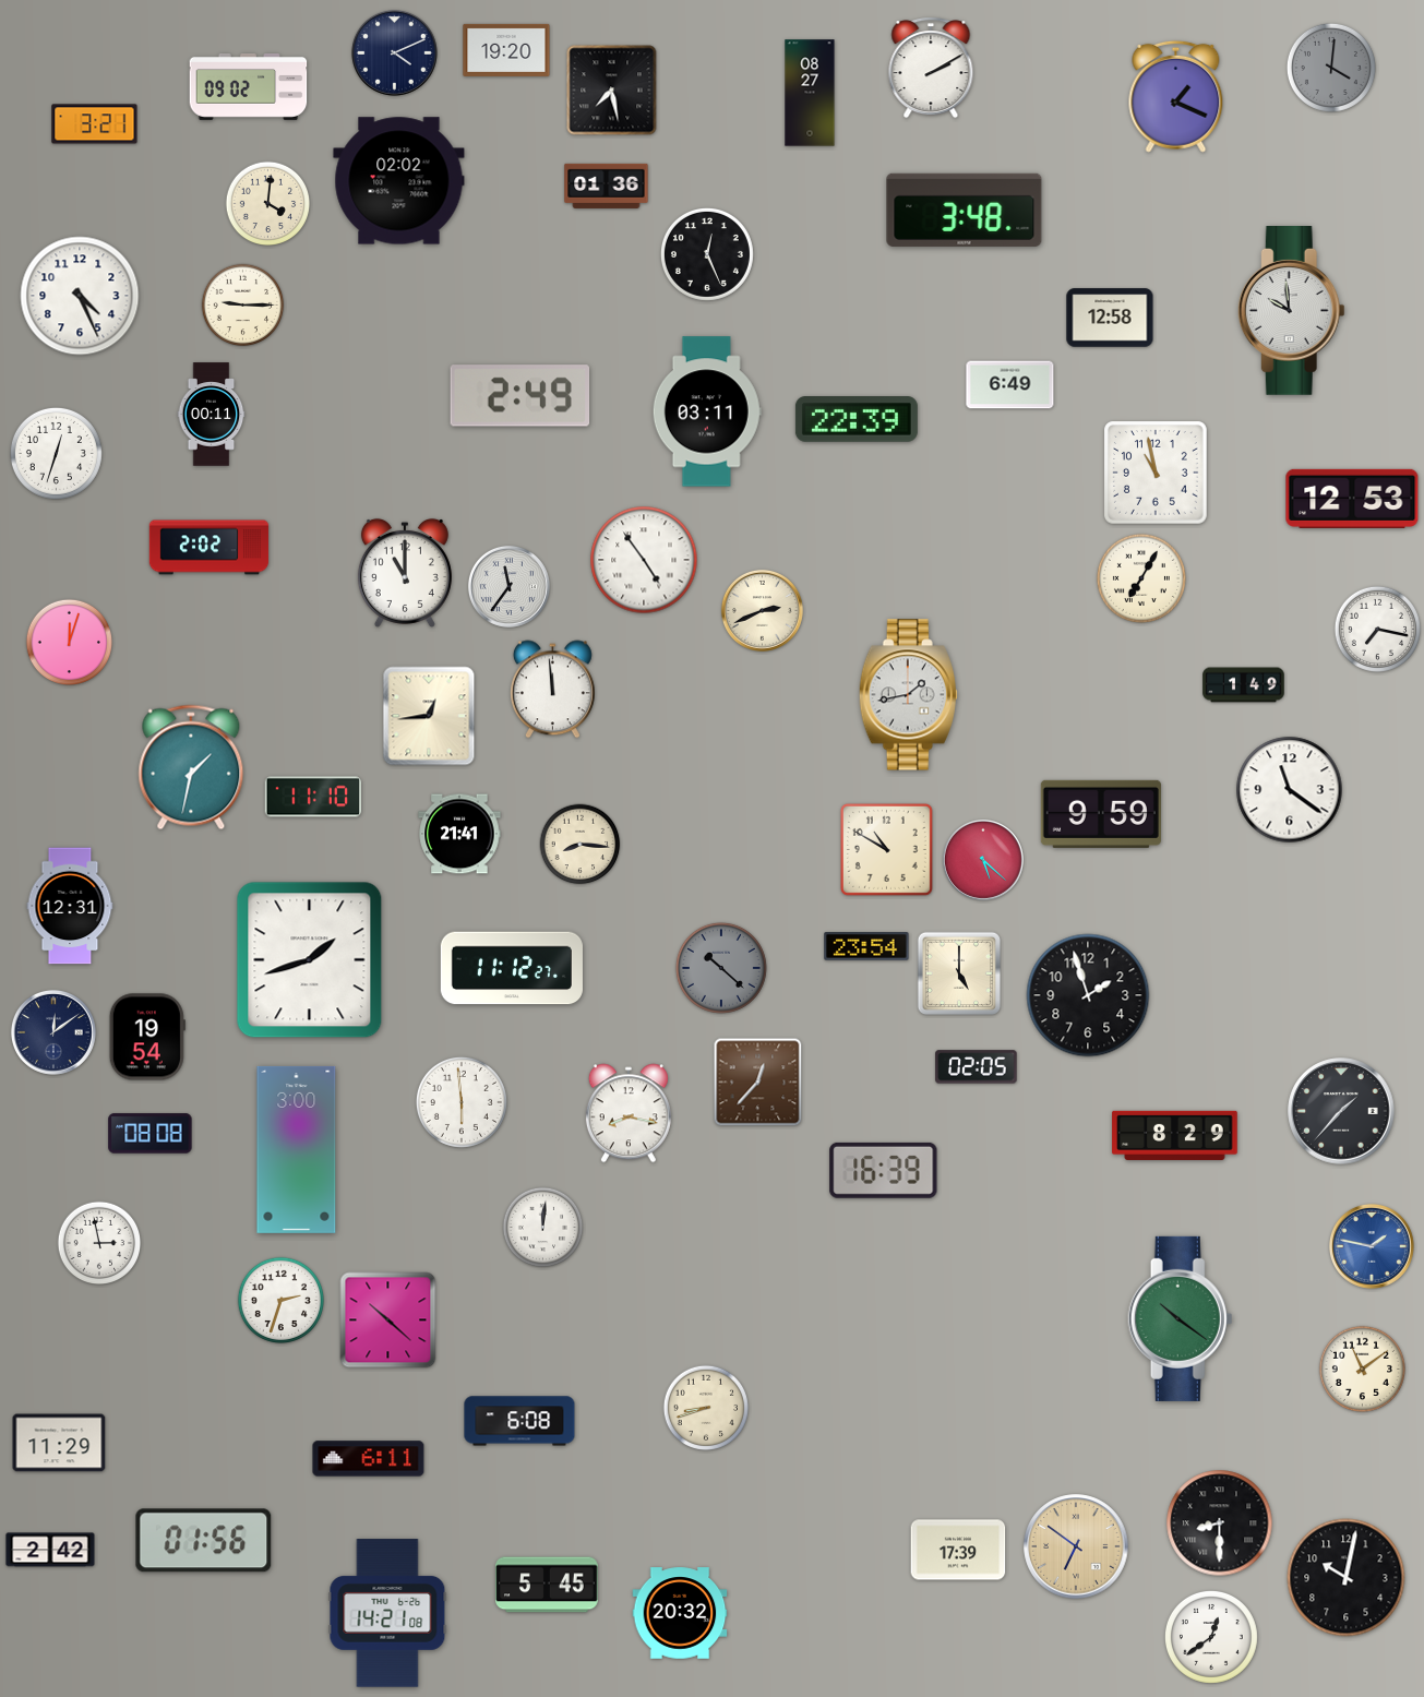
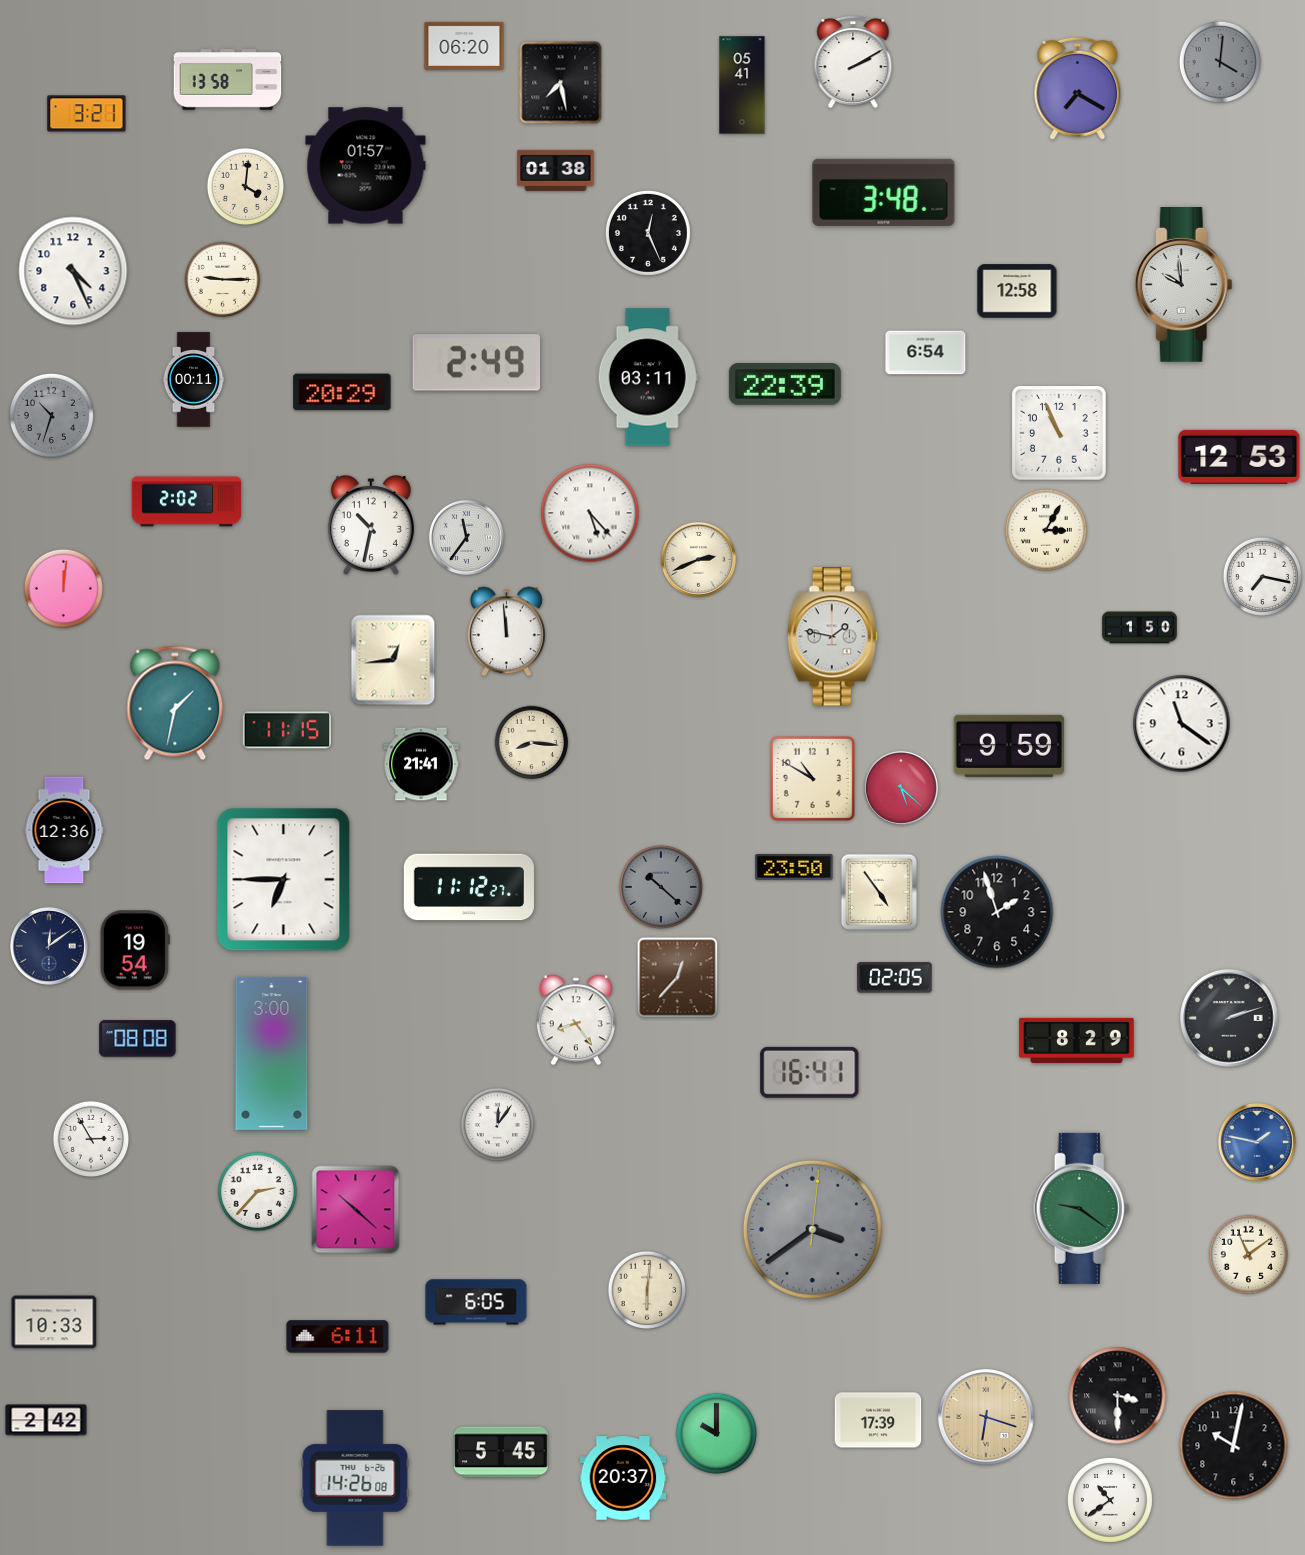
clock at (506, 50): 19:20 -> 06:20
clock at (394, 52): 4:11 -> none
clock at (249, 87): 09:02 -> 13:58
clock at (810, 93): 08:27 -> 05:41
clock at (1176, 96): 1:19 -> 7:20
clock at (399, 181): 02:02 -> 01:57
clock at (607, 186): 01:36 -> 01:38
clock at (1010, 385): 6:49 -> 6:54
clock at (342, 392): none -> 20:29
clock at (56, 453): 12:33 -> 10:33
clock at (56, 453) dial: white -> grey
clock at (1157, 474): 10:58 -> 10:56
clock at (210, 548) position: (210, 548) -> (187, 502)
clock at (644, 560): 4:54 -> 5:23
clock at (405, 573): 11:00 -> 10:32
clock at (1141, 578): 7:05 -> 3:05
clock at (69, 642): 12:03 -> 12:01
clock at (1244, 685): 1:49 -> 1:50
clock at (908, 695): 1:43 -> 1:47
clock at (429, 716) position: (429, 716) -> (393, 660)
clock at (313, 797): 11:10 -> 11:15
clock at (581, 845) position: (581, 845) -> (532, 743)
clock at (70, 906): 12:31 -> 12:36
clock at (866, 946): 23:54 -> 23:50
clock at (310, 960): 1:42 -> 6:45
clock at (959, 973): 5:00 -> 4:54
clock at (758, 1083) position: (758, 1083) -> (678, 978)
clock at (462, 1102): 5:59 -> none
clock at (1341, 1111): 1:37 -> 2:12
clock at (629, 1113): 8:17 -> 8:24
clock at (884, 1170): 16:39 -> 16:41
clock at (543, 1228): 12:01 -> 12:06
clock at (99, 1243): 2:58 -> 2:55
clock at (280, 1300): 2:33 -> 2:37
clock at (1181, 1318): 10:21 -> 9:21
clock at (812, 1229): none -> 3:39
clock at (705, 1407): 8:42 -> 6:01
clock at (519, 1421): 6:08 -> 6:05
clock at (59, 1443): 11:29 -> 10:33
clock at (1220, 1523): 8:30 -> 3:30
clock at (204, 1541): 01:56 -> none
clock at (1076, 1546): 6:51 -> 6:18
clock at (716, 1433): none -> 10:00
clock at (387, 1613): 14:21 -> 14:26
clock at (680, 1613): 20:32 -> 20:37
clock at (1211, 1637): 12:39 -> 10:39
